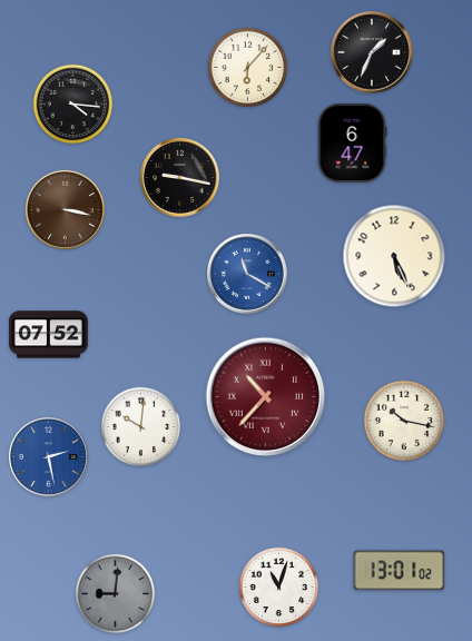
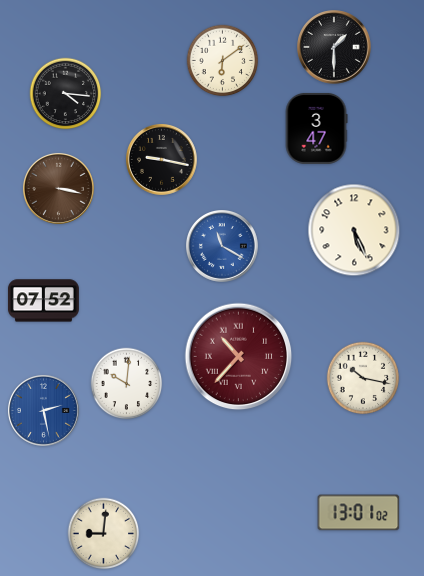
clock at (372, 52): 1:34 -> 1:30
clock at (248, 68): 6:07 -> 6:09
clock at (352, 142): 6:47 -> 3:47
clock at (279, 588): 11:03 -> none
clock at (116, 594) dial: grey -> cream
